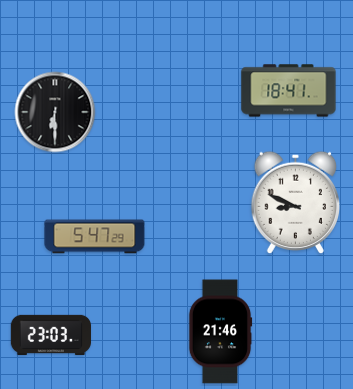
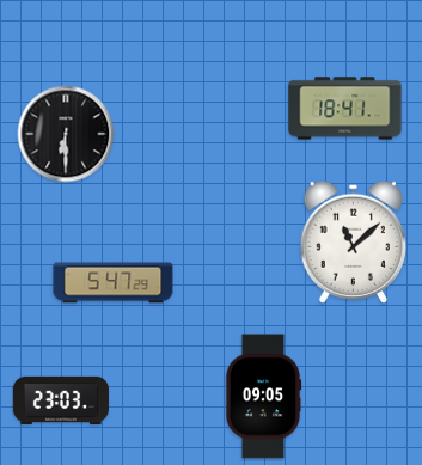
clock at (295, 202): 8:49 -> 11:08
clock at (220, 332): 21:46 -> 09:05
